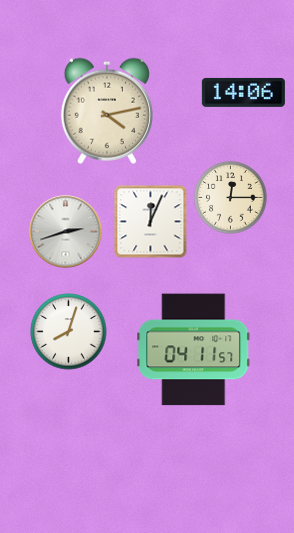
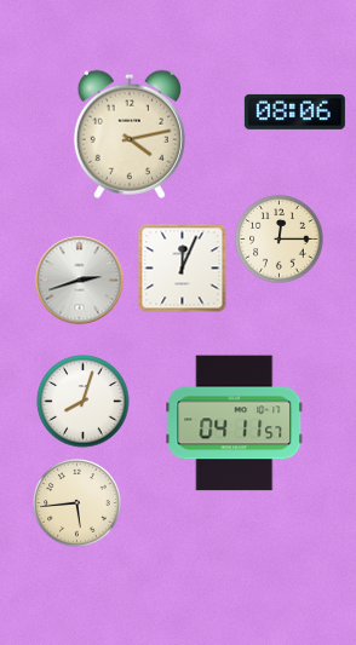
clock at (243, 92): 14:06 -> 08:06
clock at (77, 503): none -> 5:44
